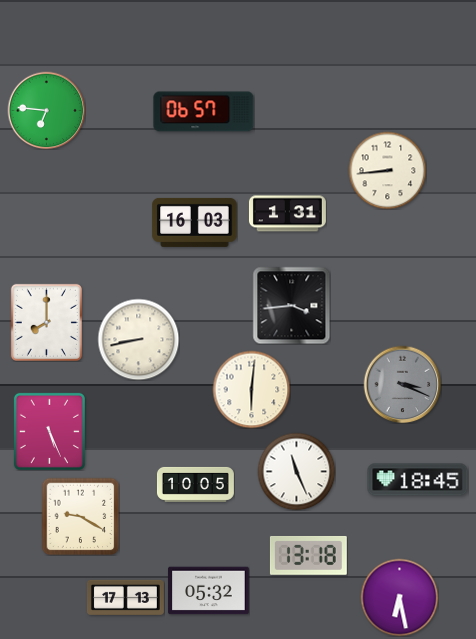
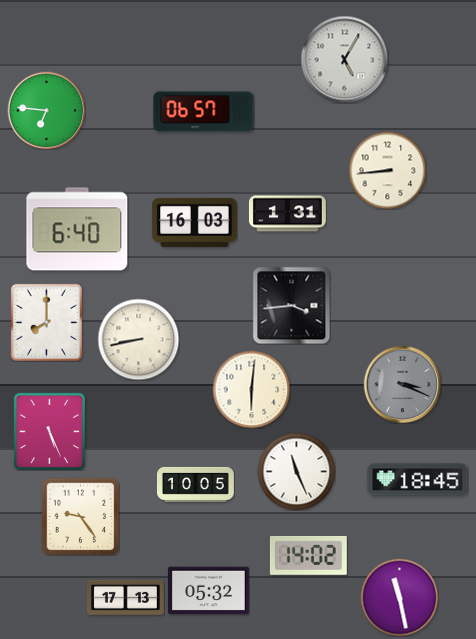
clock at (344, 59): none -> 5:05
clock at (77, 229): none -> 6:40
clock at (80, 516): 9:20 -> 9:24
clock at (308, 555): 13:18 -> 14:02
clock at (399, 597): 6:28 -> 11:28
